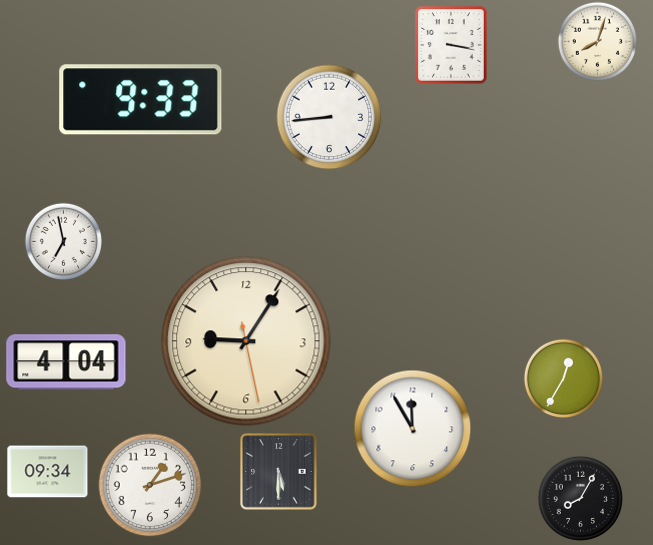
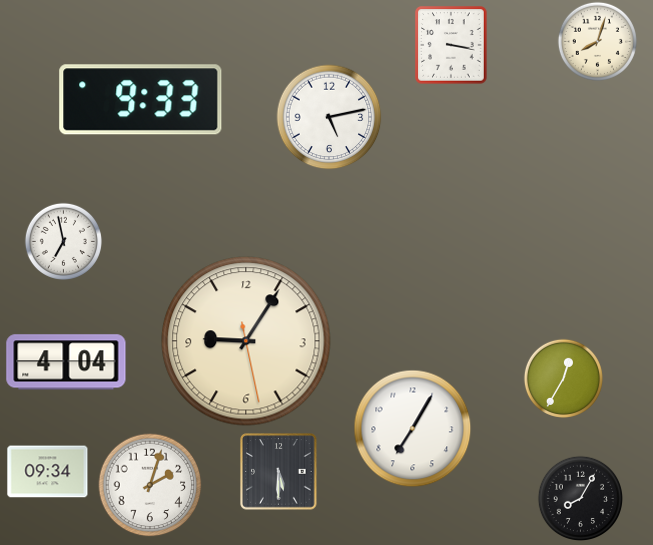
clock at (329, 117): 8:44 -> 5:13
clock at (413, 429): 11:55 -> 7:05
clock at (150, 485): 1:12 -> 2:03
